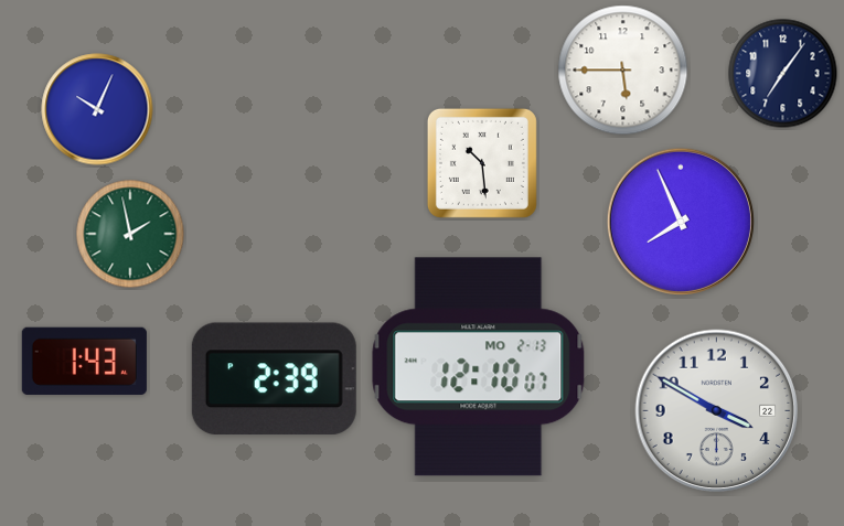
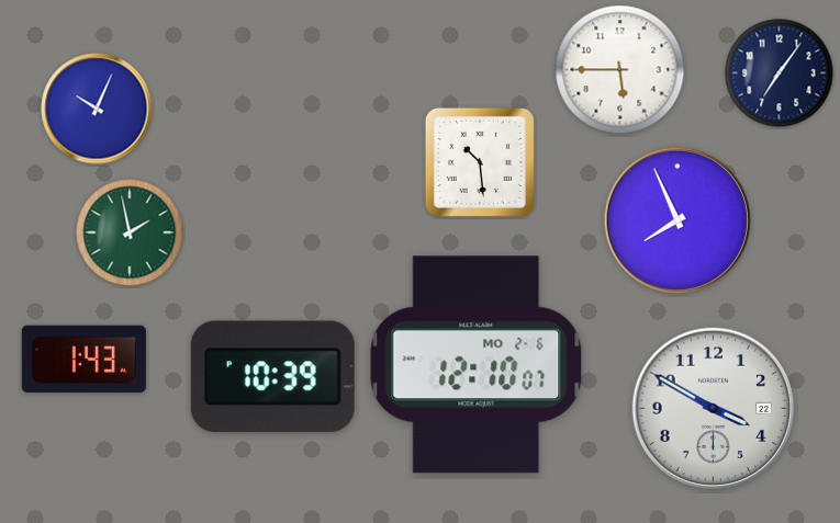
clock at (479, 367) date: MO 2-13 -> MO 2-6
clock at (274, 378): 2:39 -> 10:39
